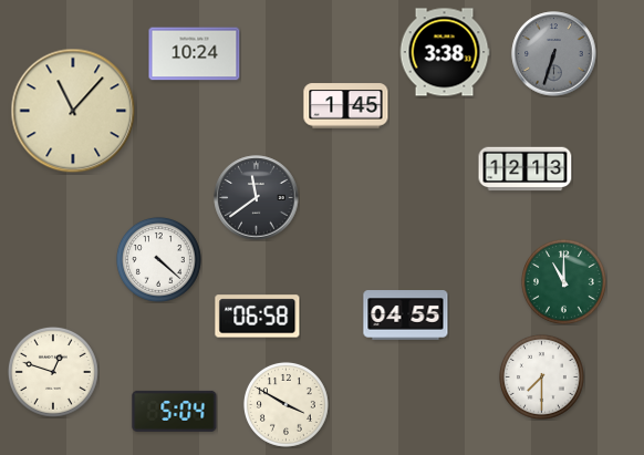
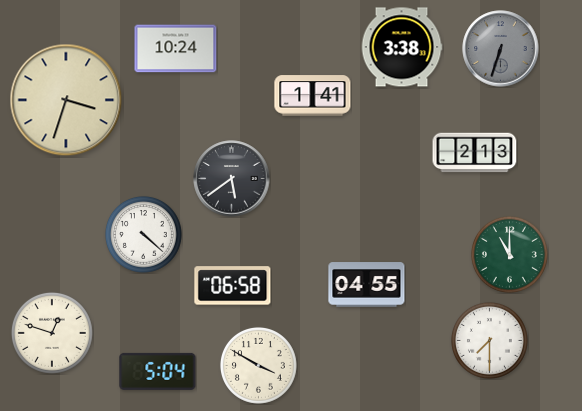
clock at (346, 106): 1:45 -> 1:41
clock at (73, 111): 11:07 -> 3:33
clock at (526, 169): 12:13 -> 2:13
clock at (257, 198): 11:39 -> 5:39
clock at (53, 372) position: (53, 372) -> (52, 333)
